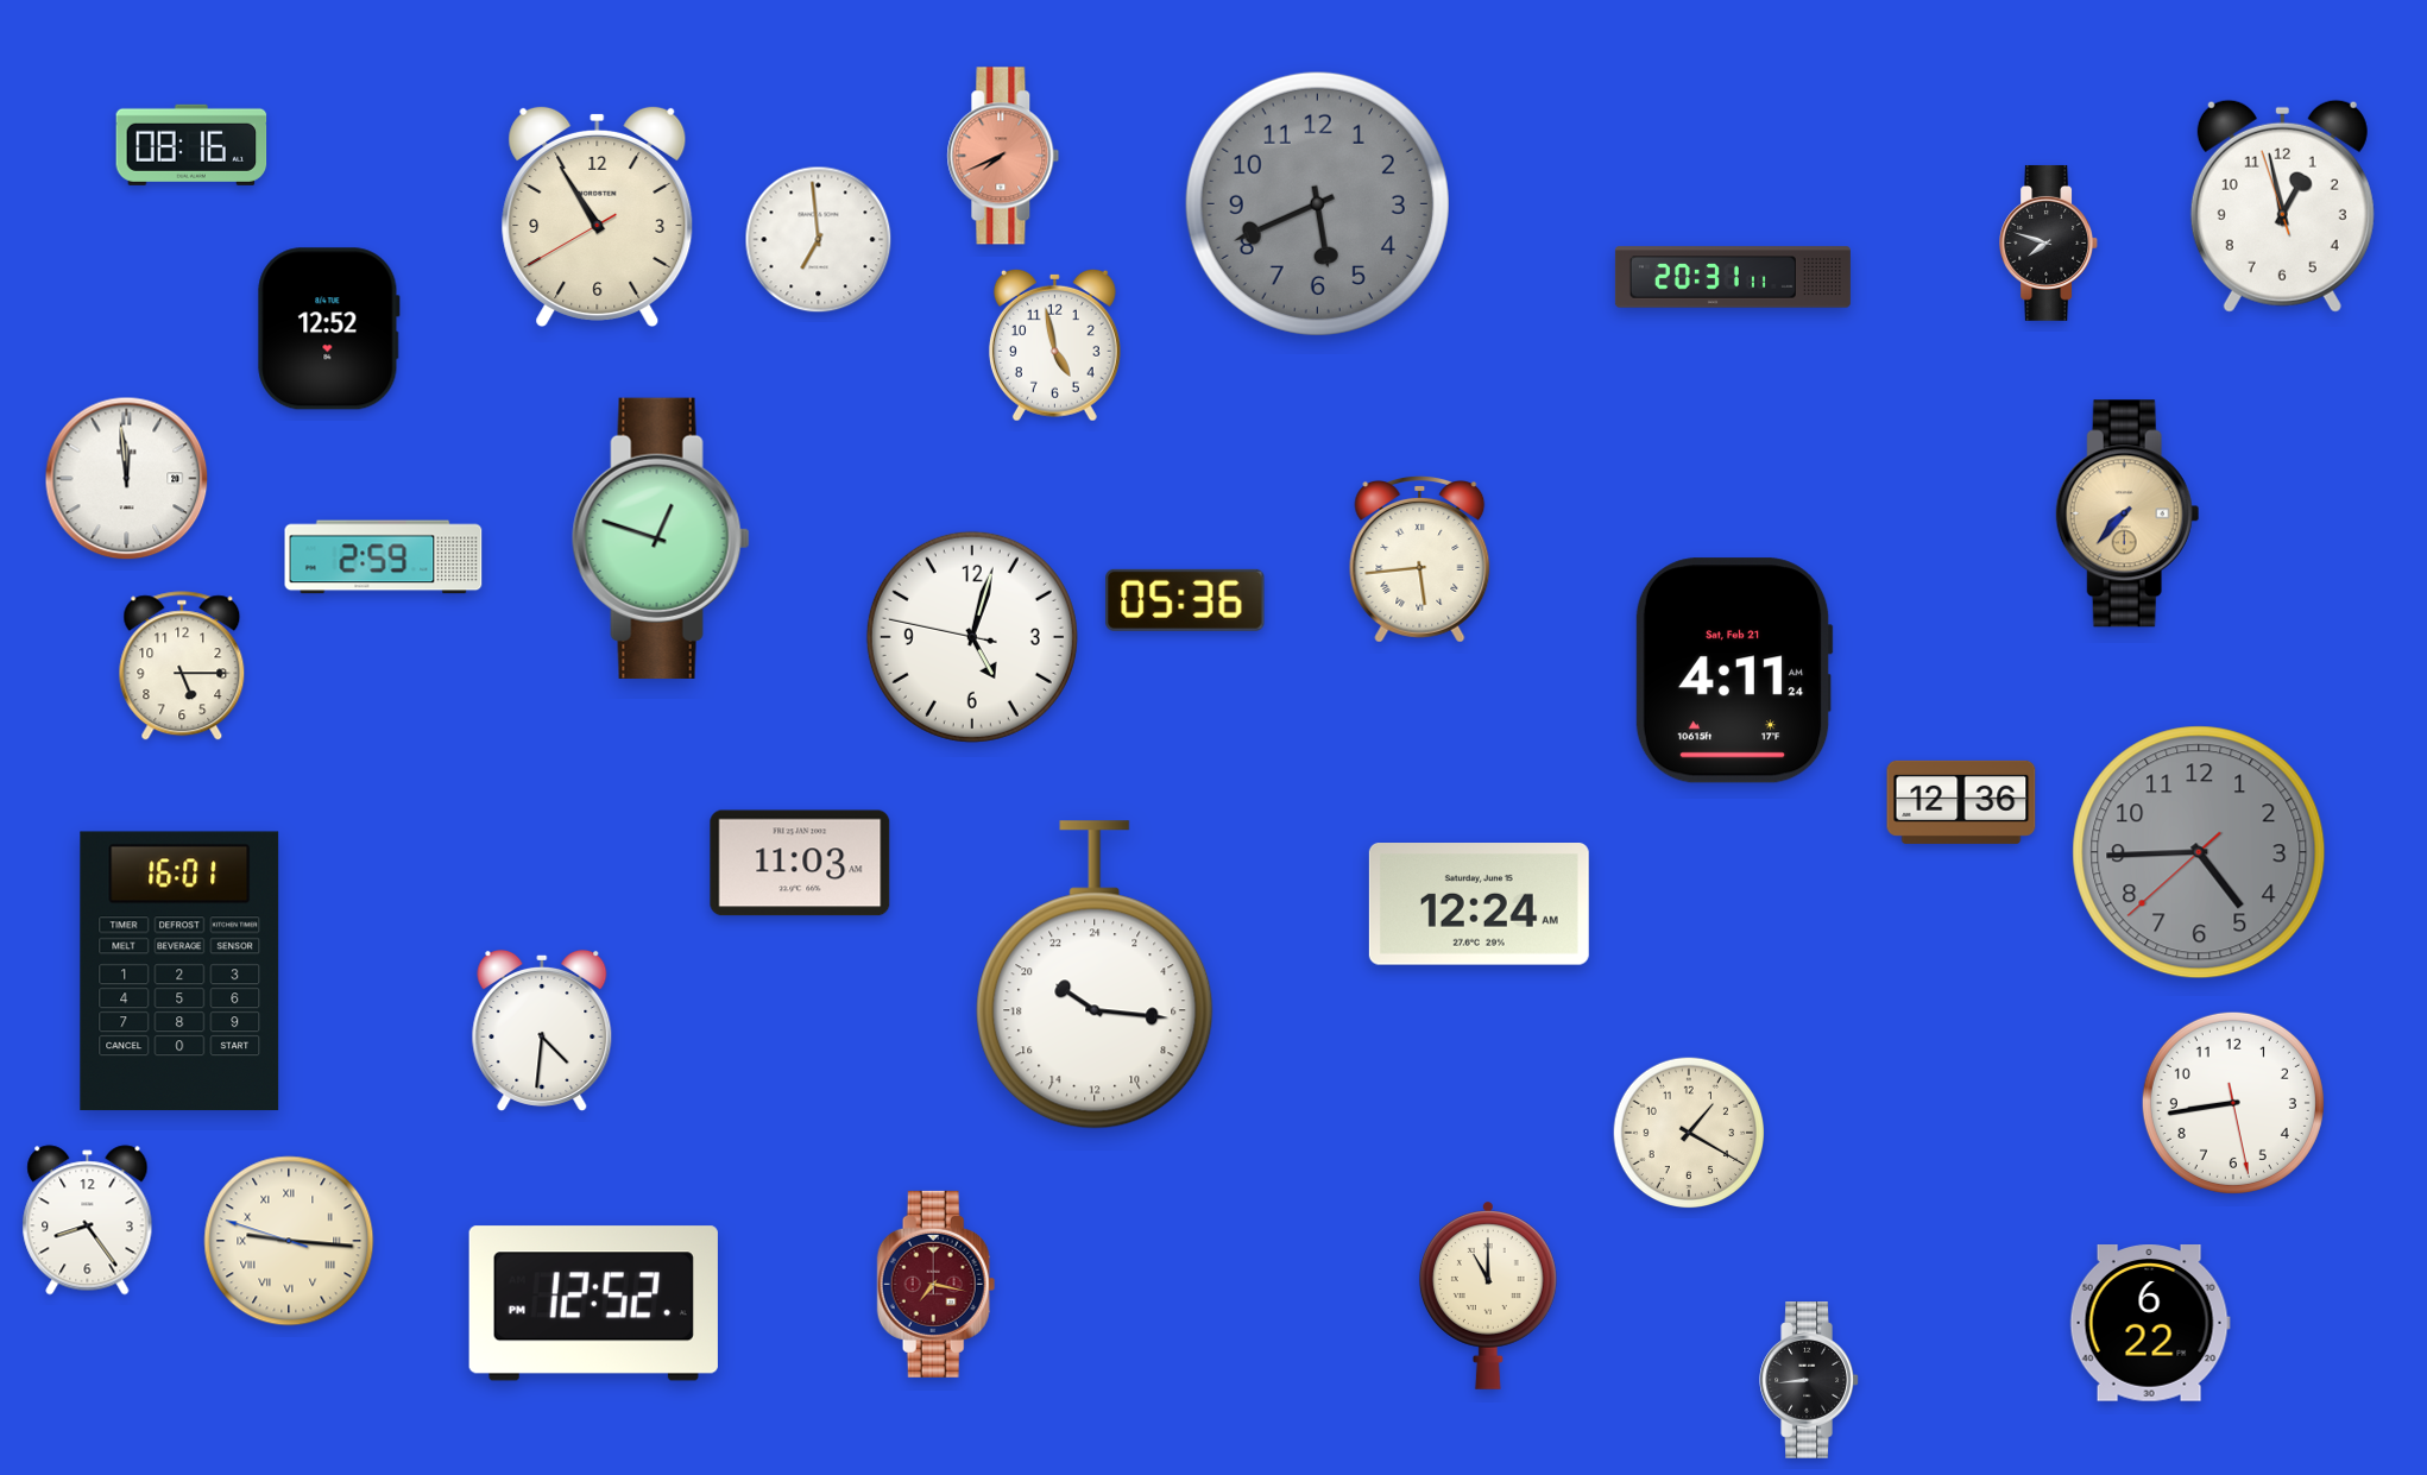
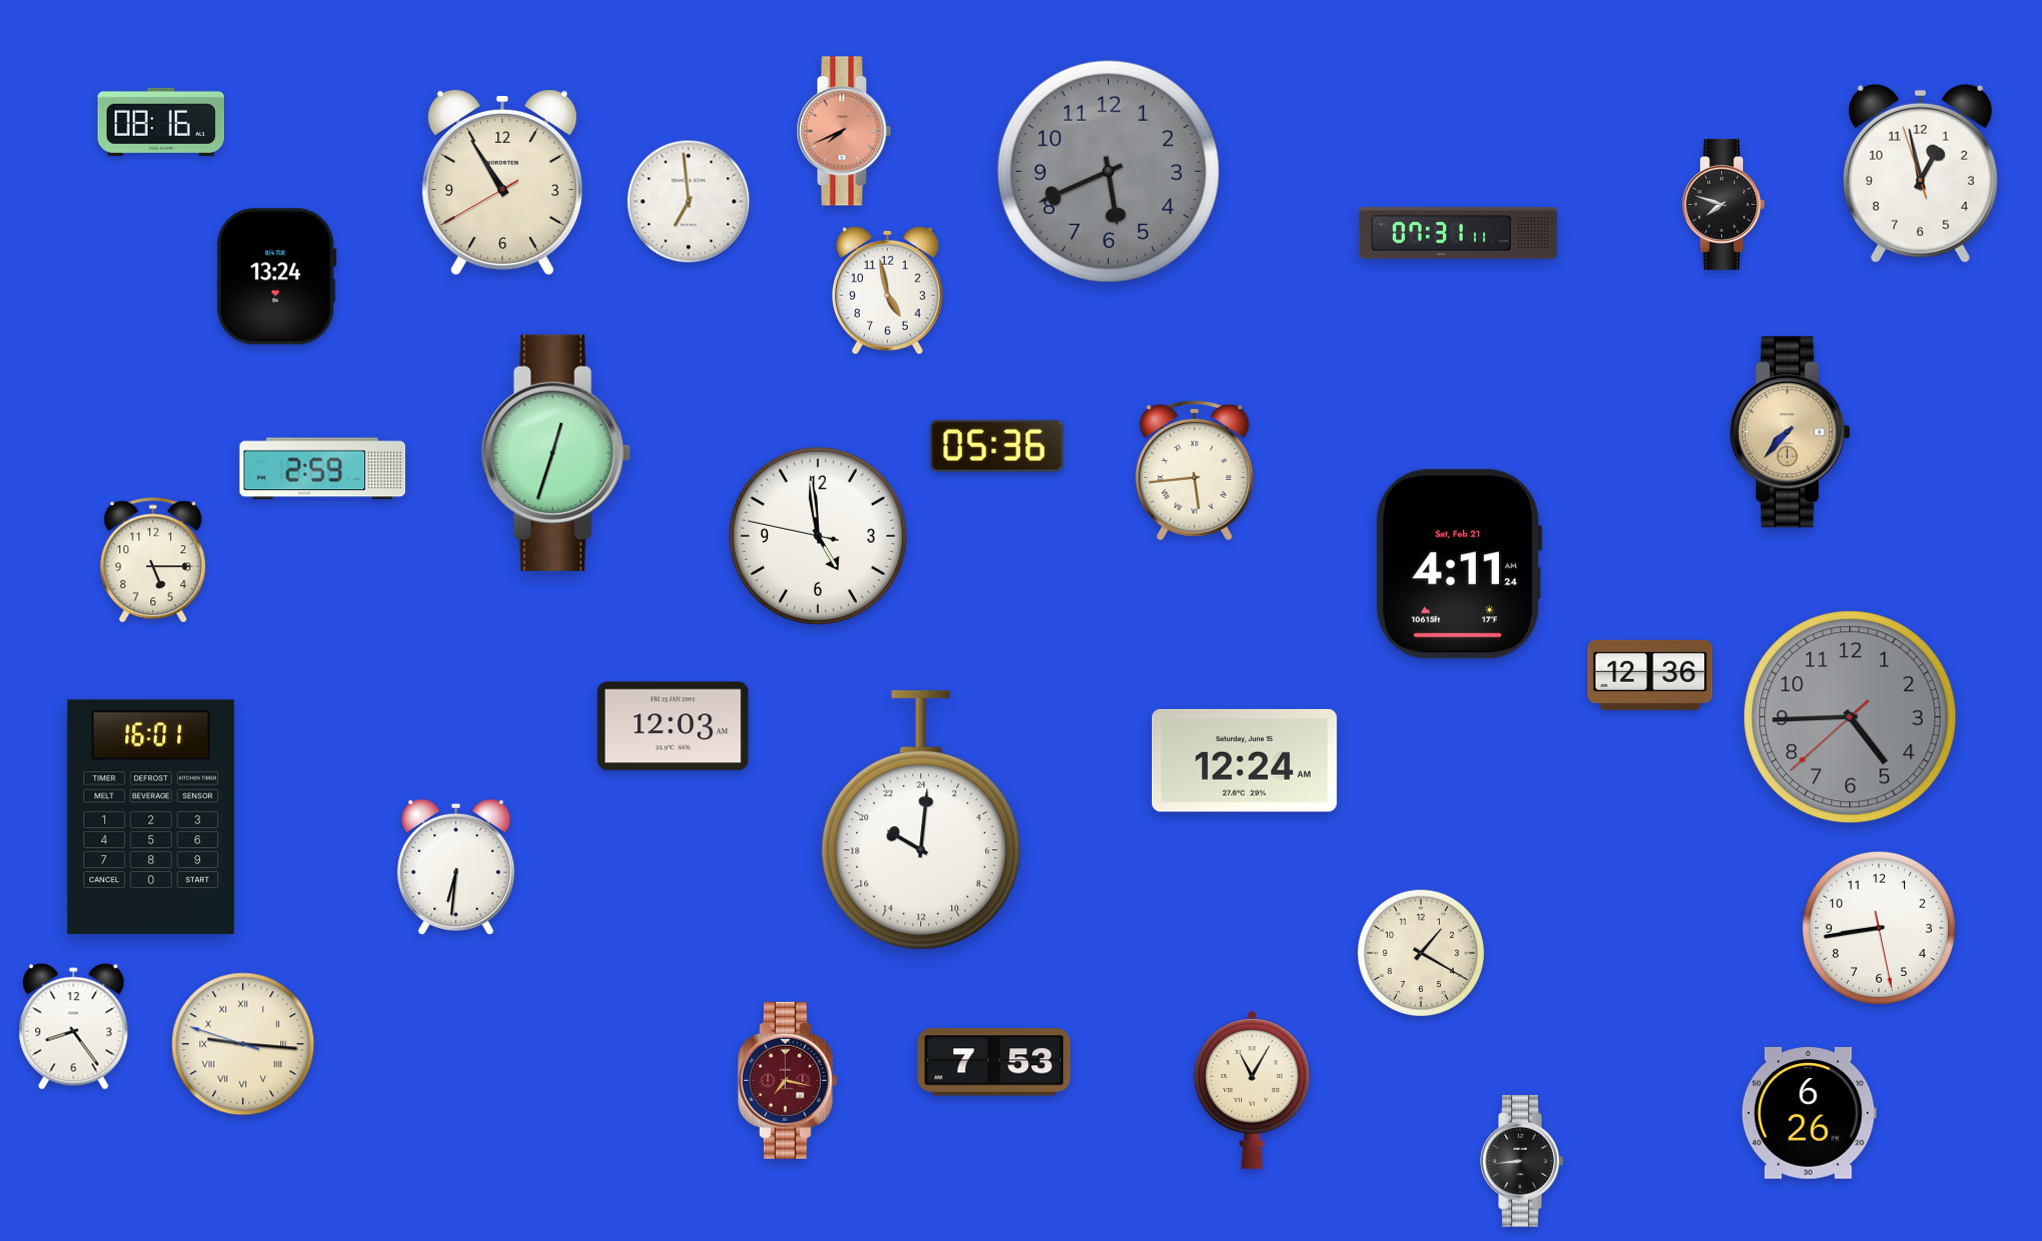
clock at (1733, 277): 20:31 -> 07:31
clock at (328, 329): 12:52 -> 13:24
clock at (127, 479): 11:59 -> none
clock at (661, 538): 12:48 -> 12:33
clock at (1185, 600) position: (1185, 600) -> (997, 446)
clock at (972, 637): 5:02 -> 4:58
clock at (800, 863): 11:03 -> 12:03
clock at (1095, 975): 20:16 -> 20:01
clock at (542, 1030): 4:31 -> 6:31
clock at (994, 1062): none -> 7:53
clock at (1488, 1296): 11:00 -> 11:05
clock at (593, 1304): 12:52 -> none
clock at (2150, 1323): 6:22 -> 6:26
